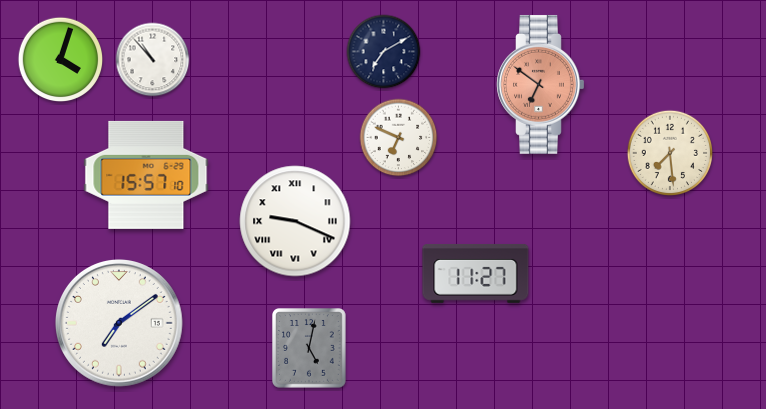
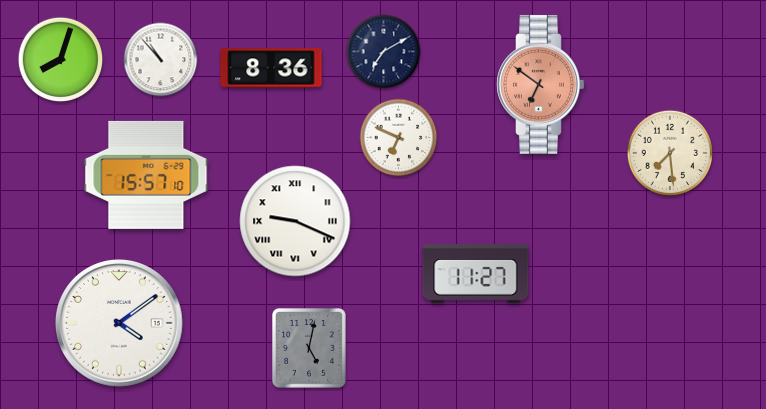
clock at (61, 60): 4:03 -> 8:03
clock at (153, 60) position: (153, 60) -> (161, 60)
clock at (271, 68): none -> 8:36
clock at (120, 324): 7:09 -> 4:09
